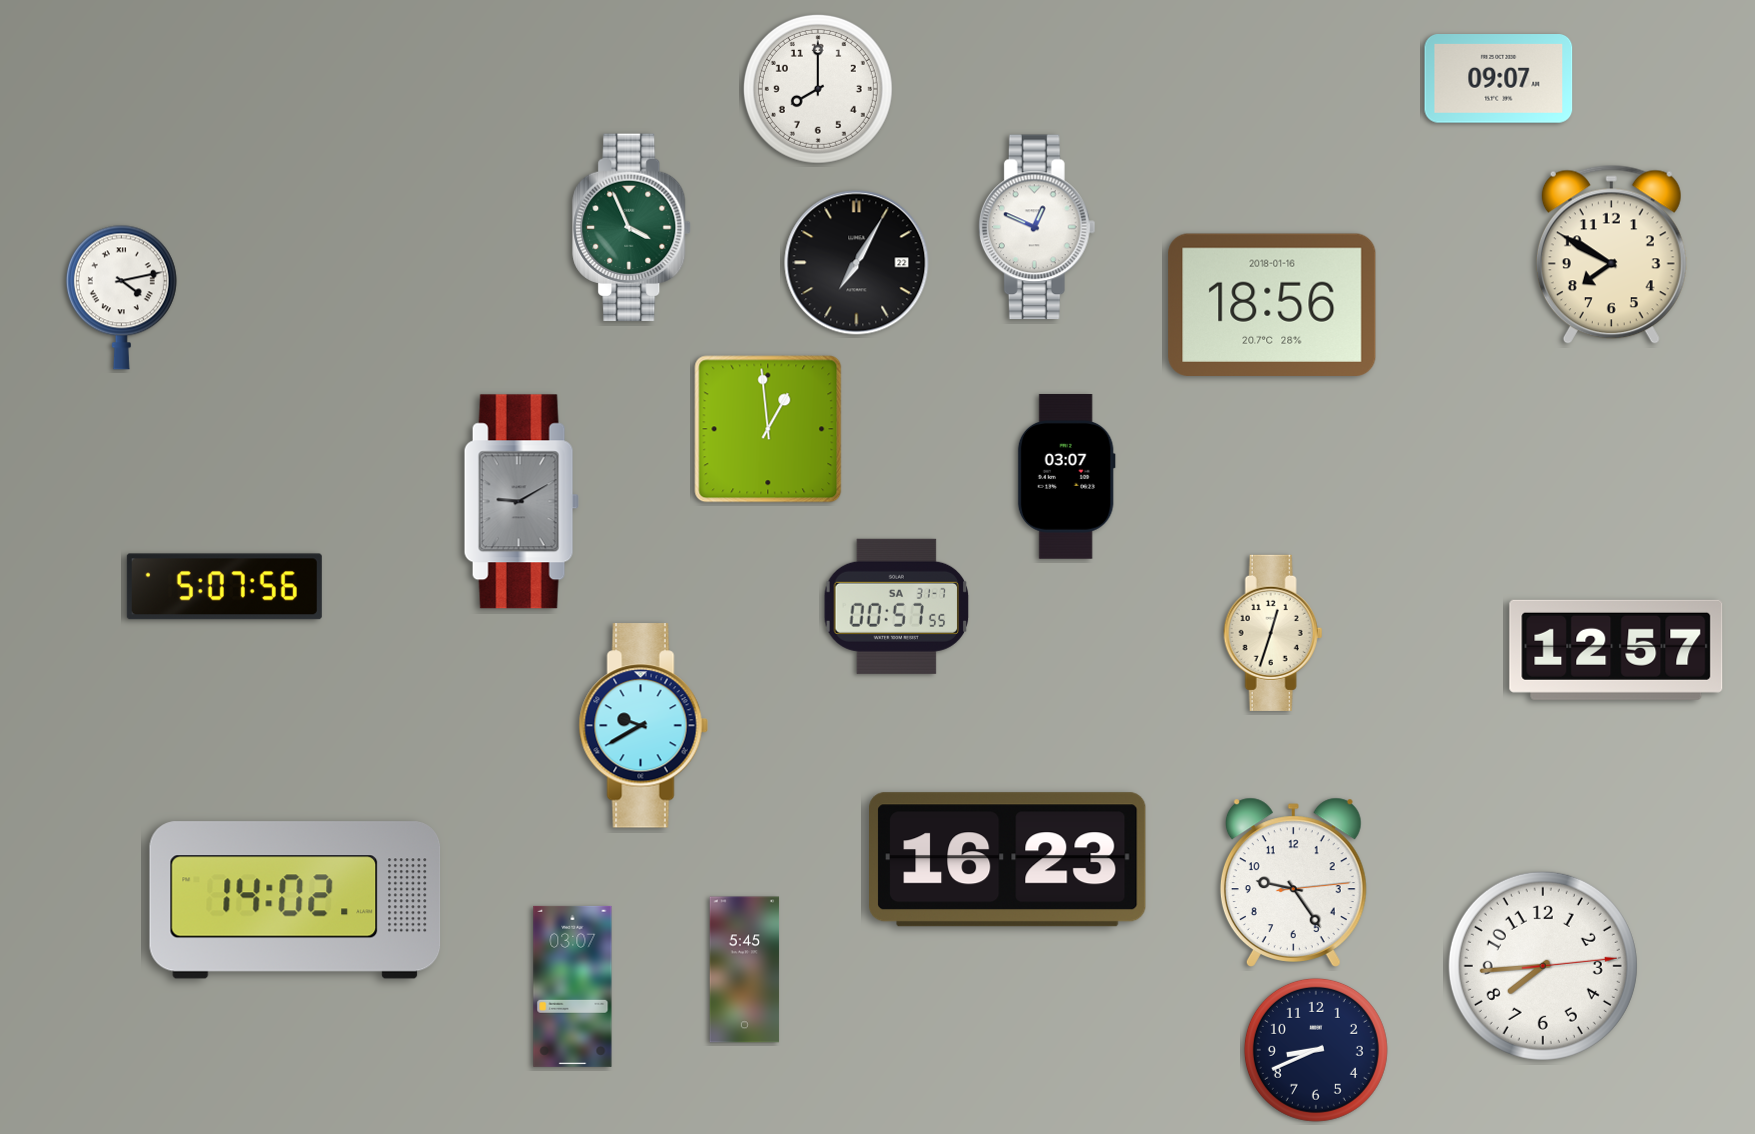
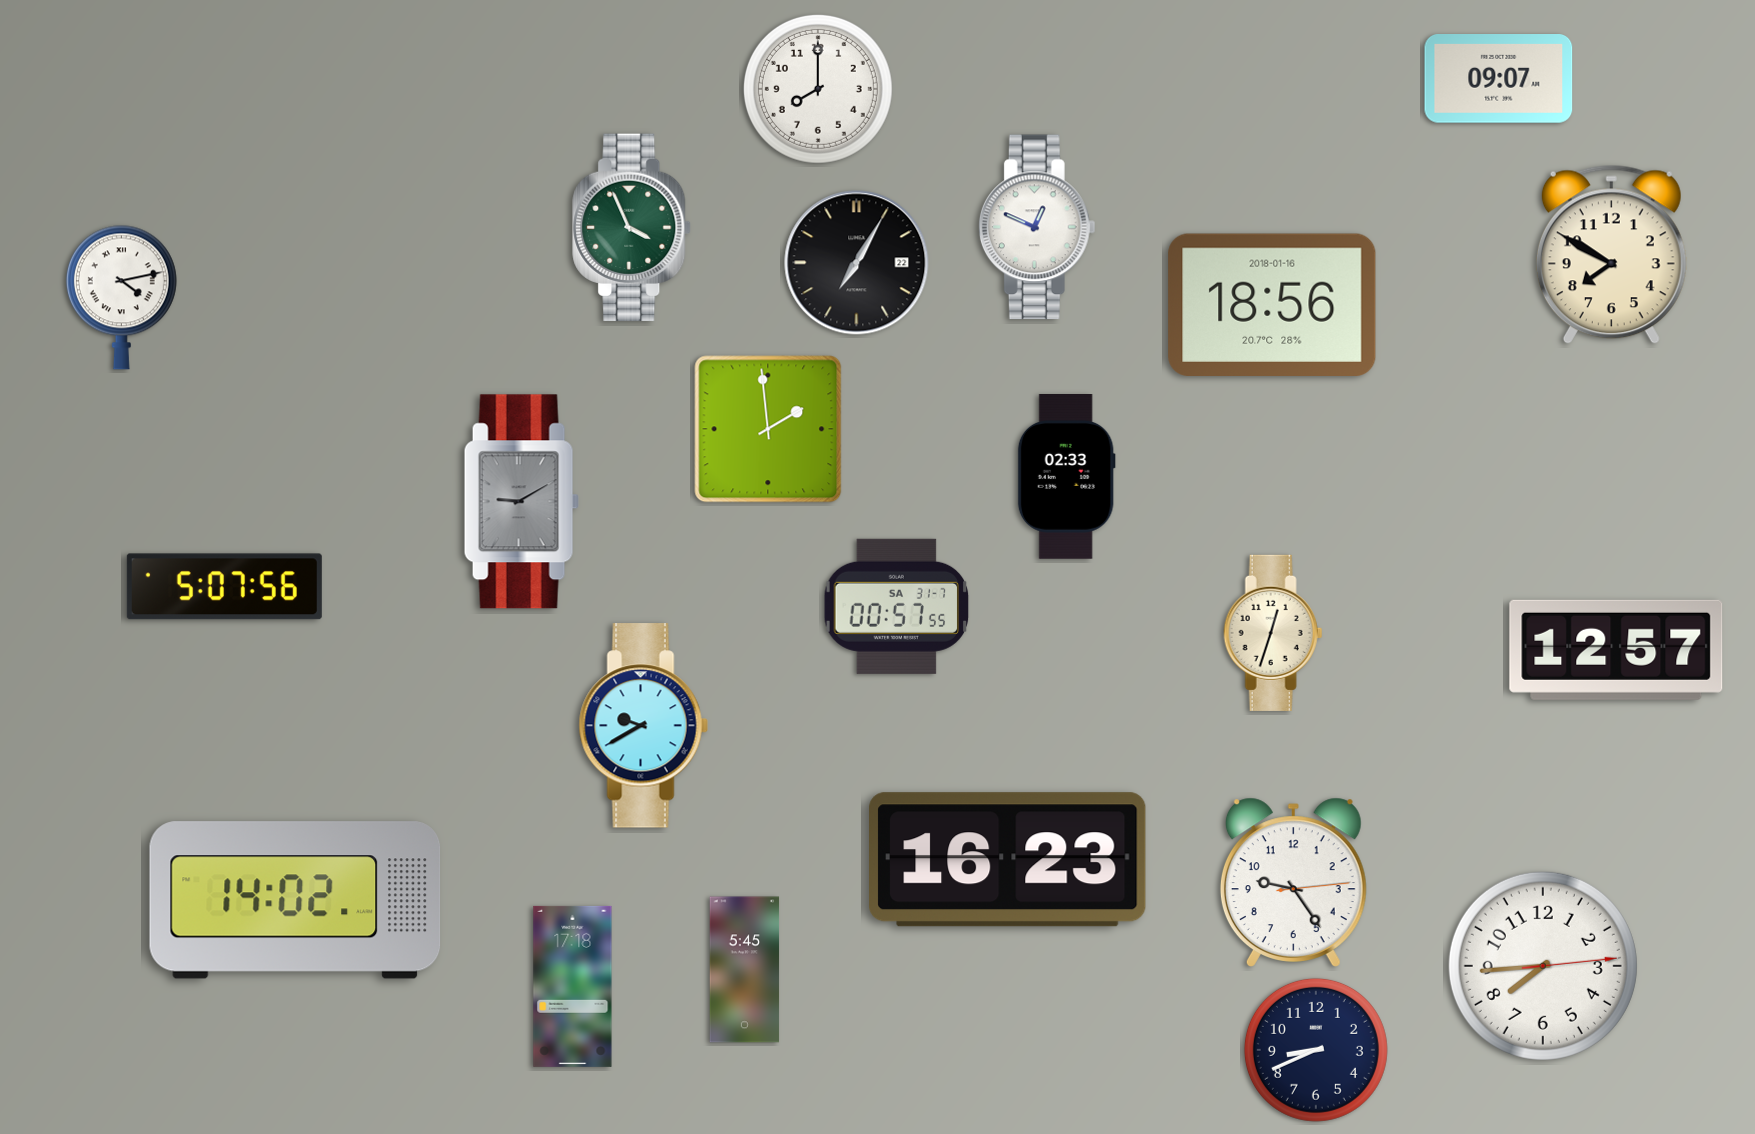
clock at (768, 429): 12:59 -> 1:59
clock at (1066, 477): 03:07 -> 02:33
clock at (573, 986): 03:07 -> 17:18
